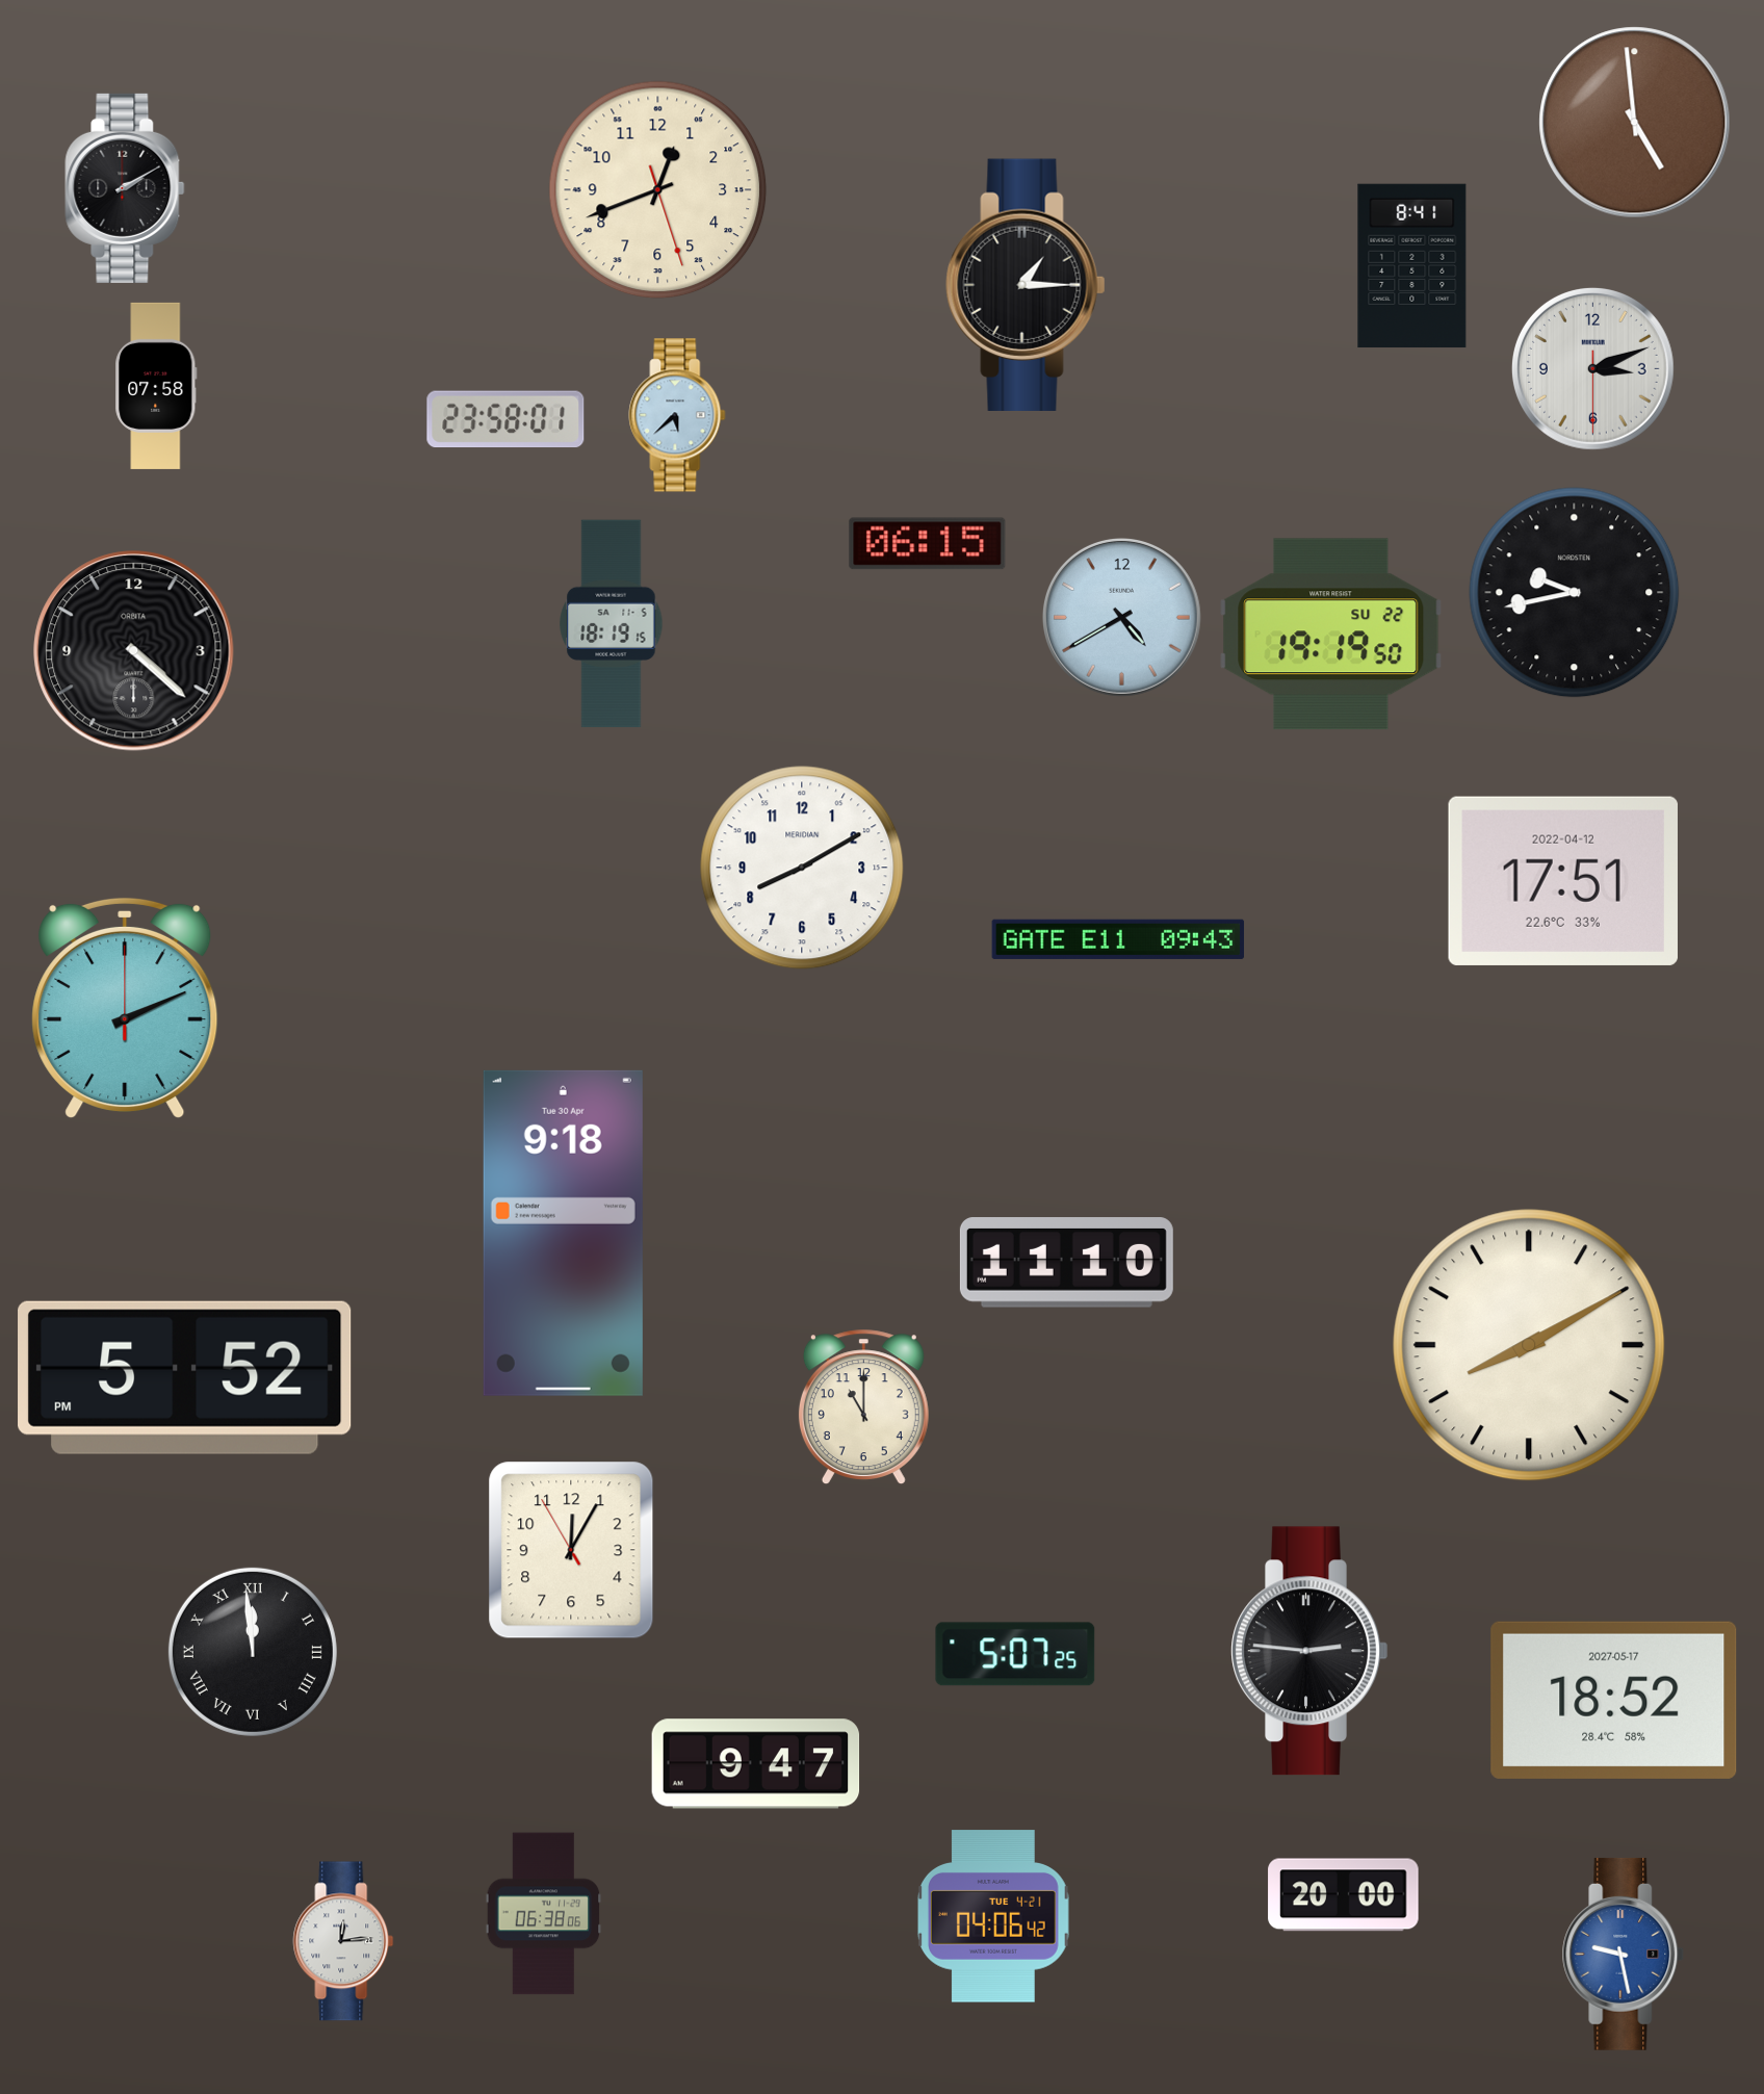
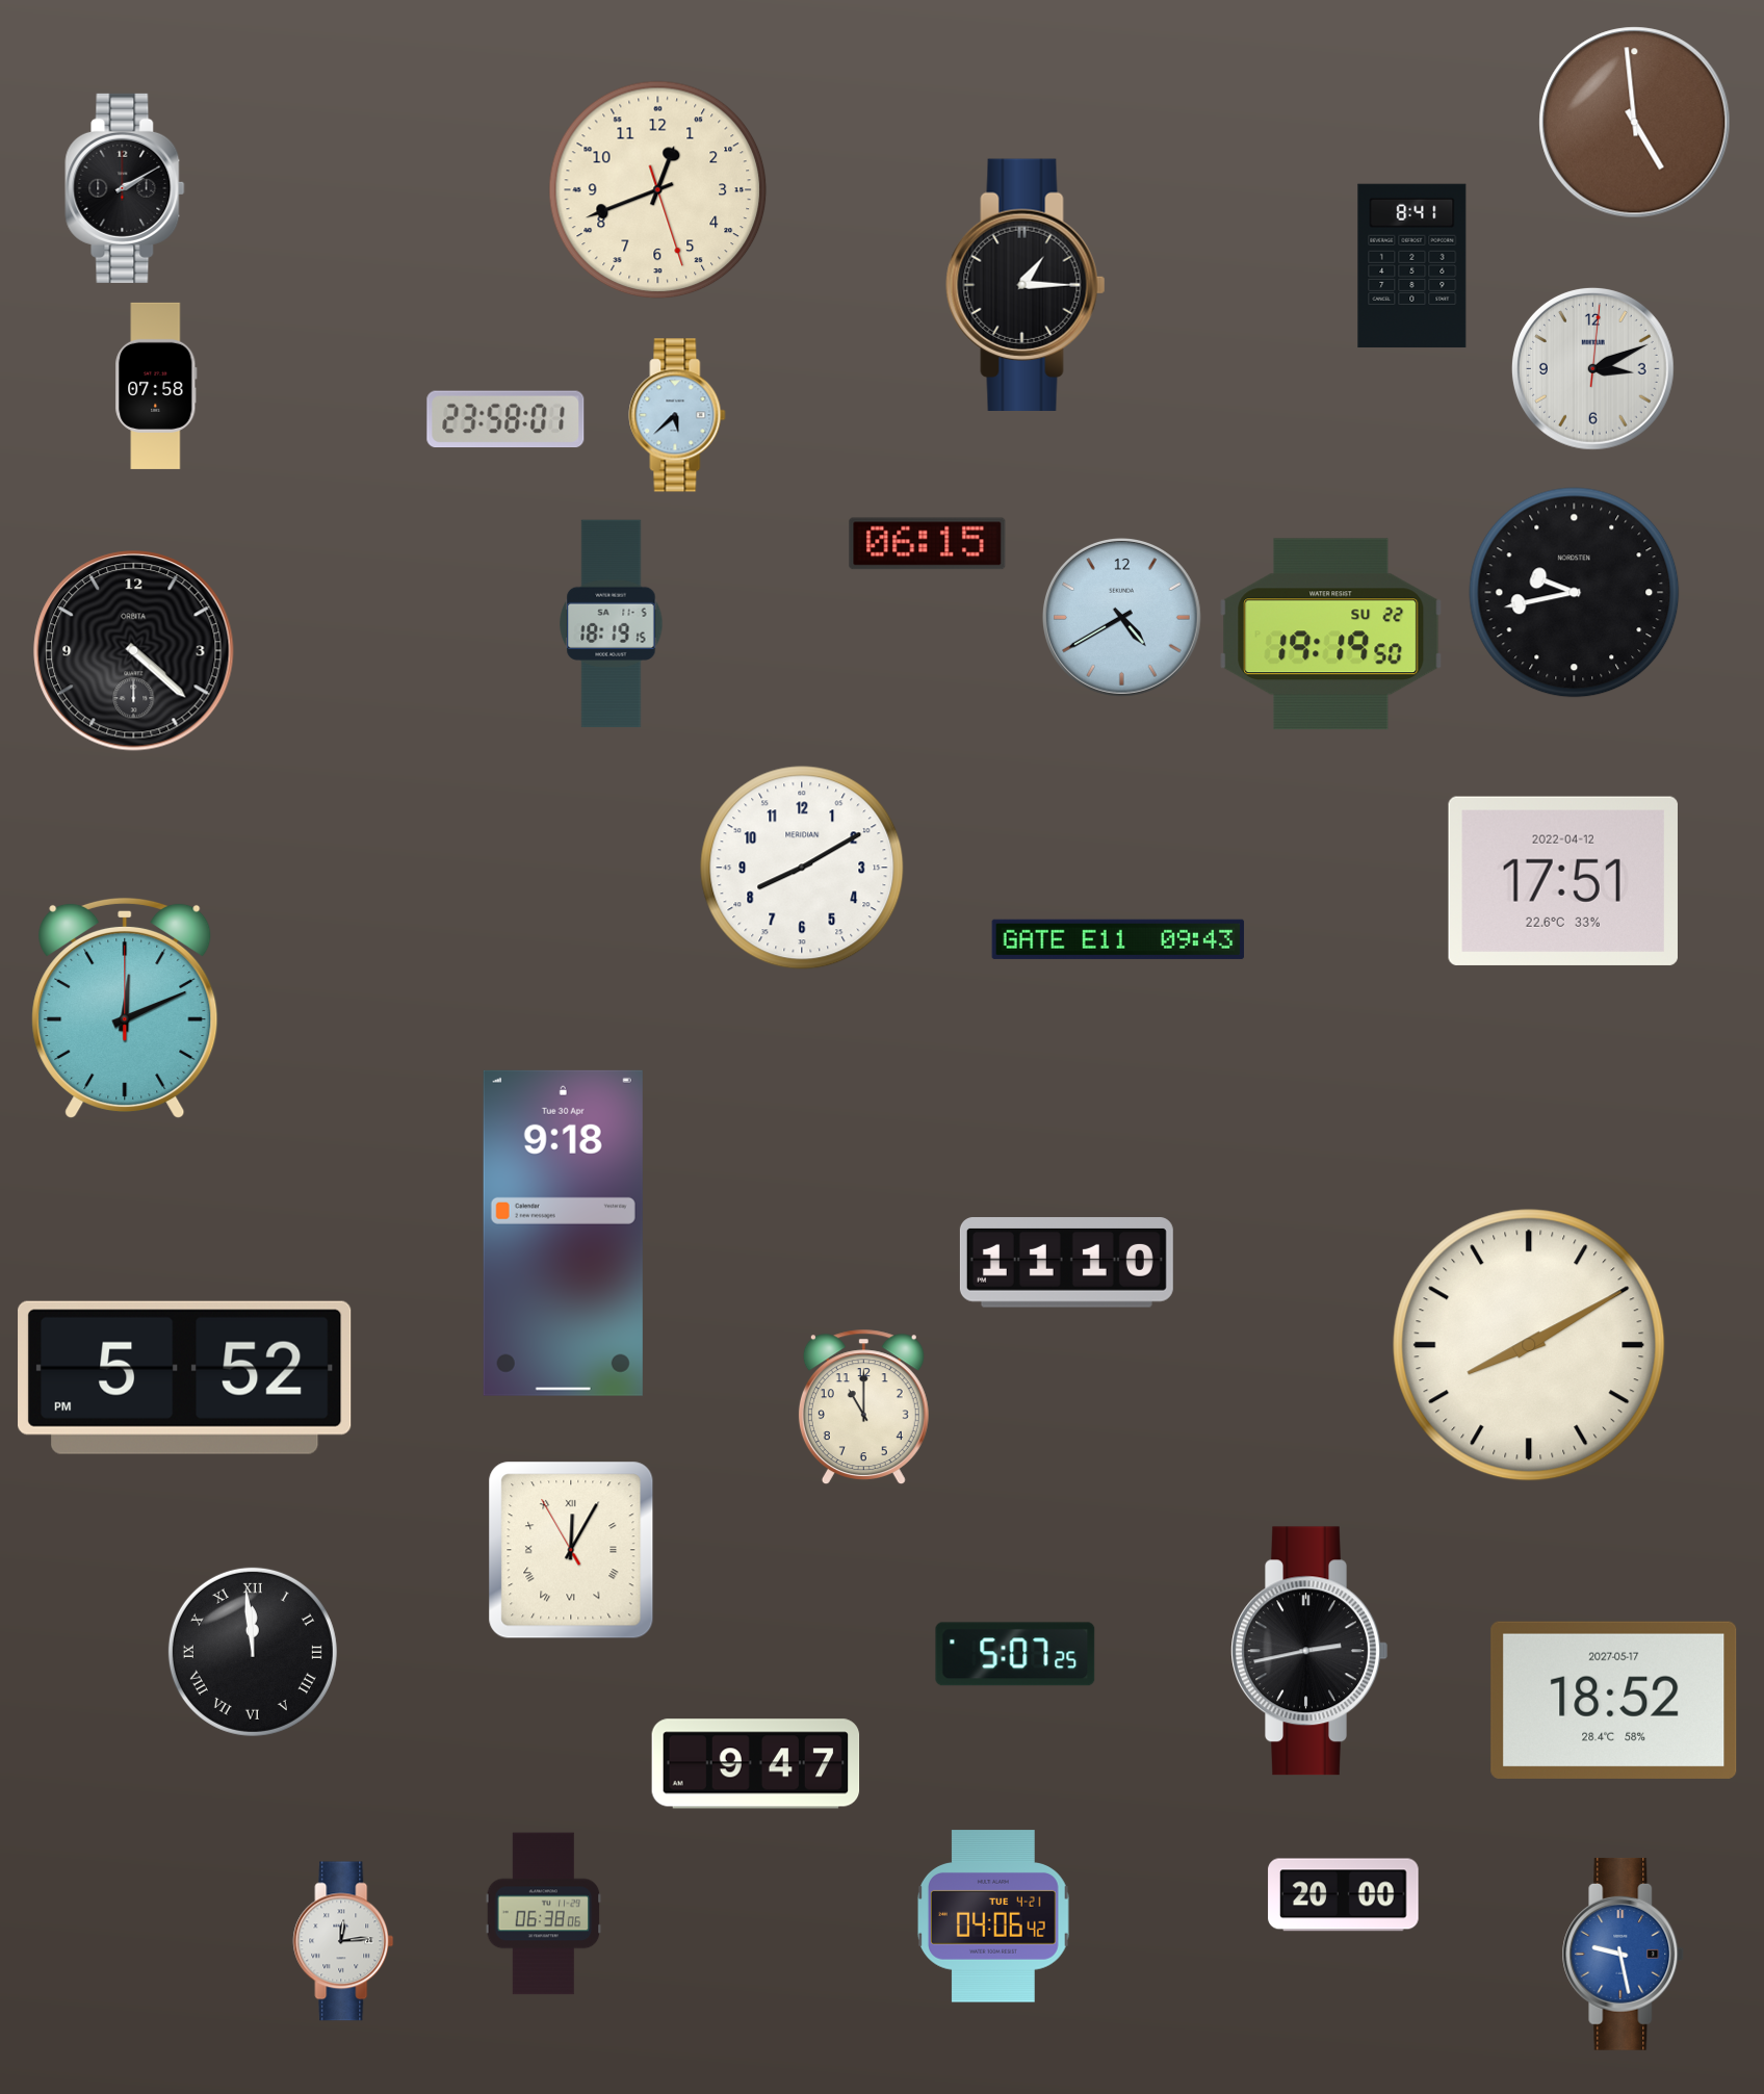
clock at (1592, 368): 3:11:30 -> 3:11:01
clock at (125, 1008): 2:11 -> 12:11
clock at (571, 1550) numerals: Arabic -> Roman
clock at (1309, 1651): 2:46 -> 2:43
